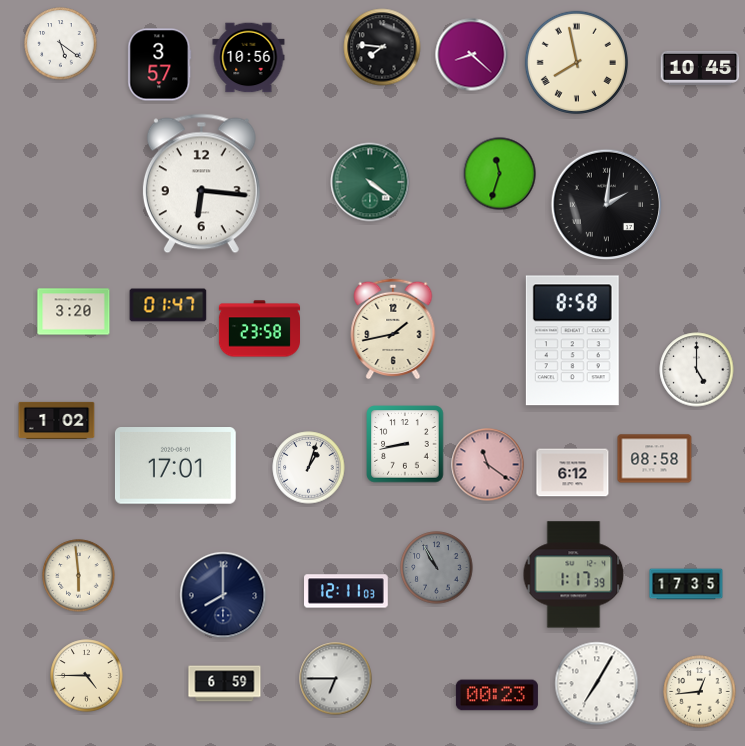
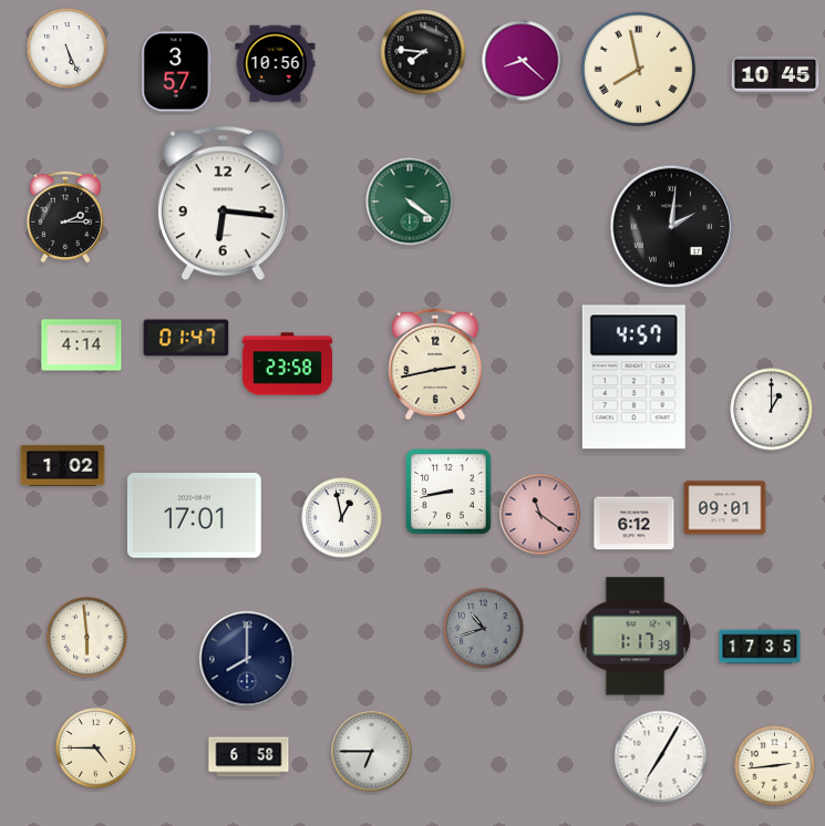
clock at (61, 44): 5:21 -> 5:26
clock at (500, 174): 11:33 -> none
clock at (65, 217): none -> 2:15
clock at (74, 312): 3:20 -> 4:14
clock at (393, 329): 1:43 -> 2:43
clock at (572, 341): 8:58 -> 4:57
clock at (697, 370): 5:00 -> 1:00
clock at (655, 459): 08:58 -> 09:01
clock at (309, 468): 1:03 -> 12:58
clock at (437, 568): 10:55 -> 10:42
clock at (347, 591): 12:11 -> none
clock at (225, 684): 6:59 -> 6:58
clock at (700, 692): 12:44 -> 2:44
clock at (497, 695): 00:23 -> none
